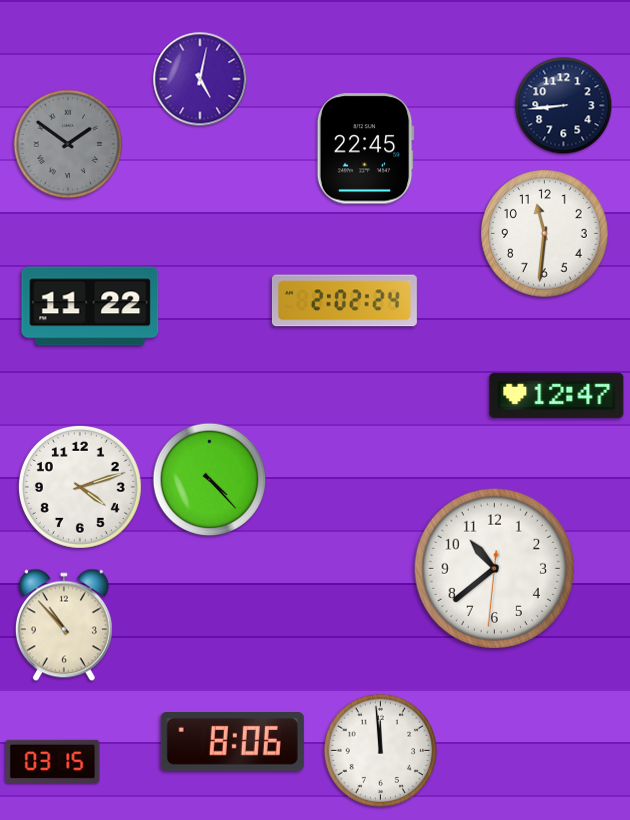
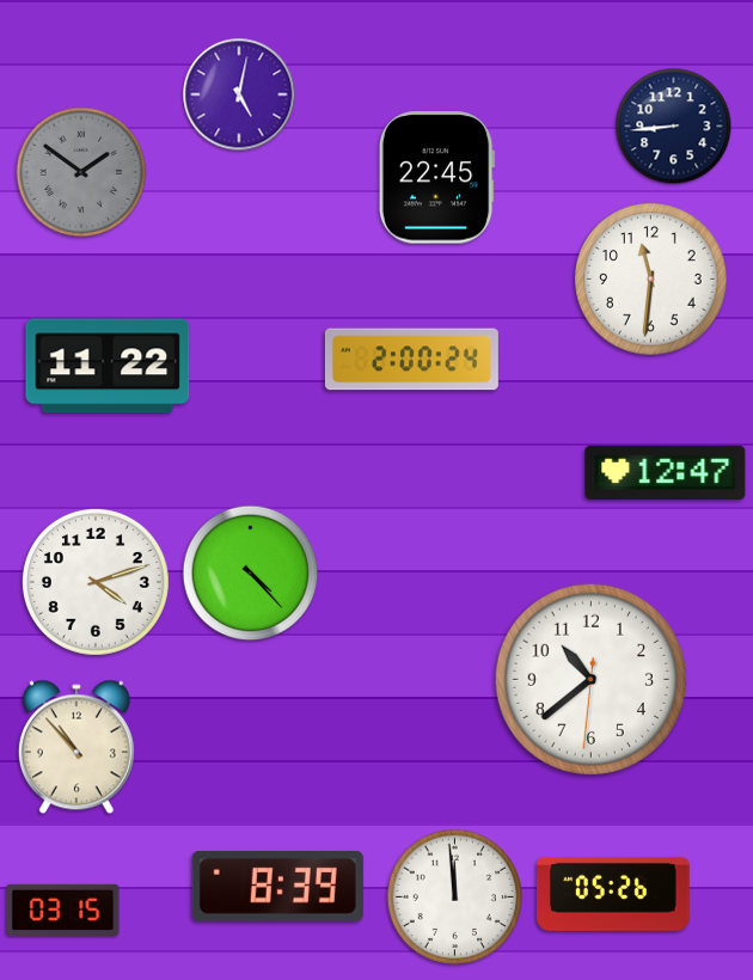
clock at (344, 301): 2:02 -> 2:00
clock at (232, 742): 8:06 -> 8:39
clock at (613, 894): none -> 05:26
